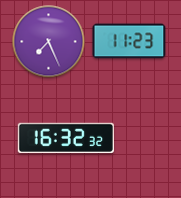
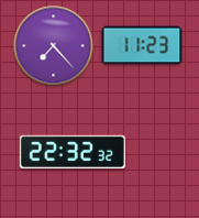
clock at (49, 42): 7:26 -> 7:23
clock at (66, 137): 16:32 -> 22:32
